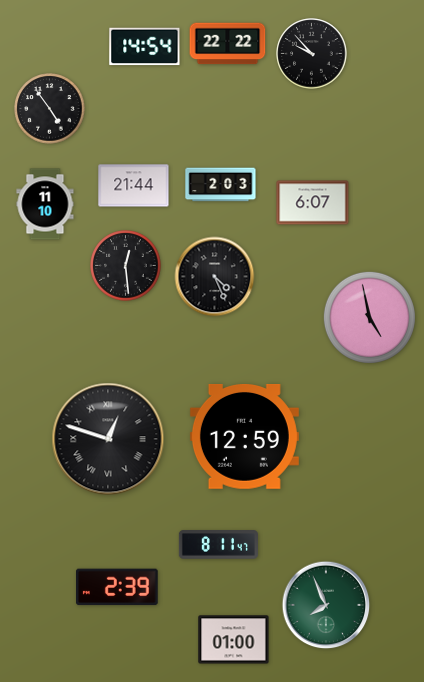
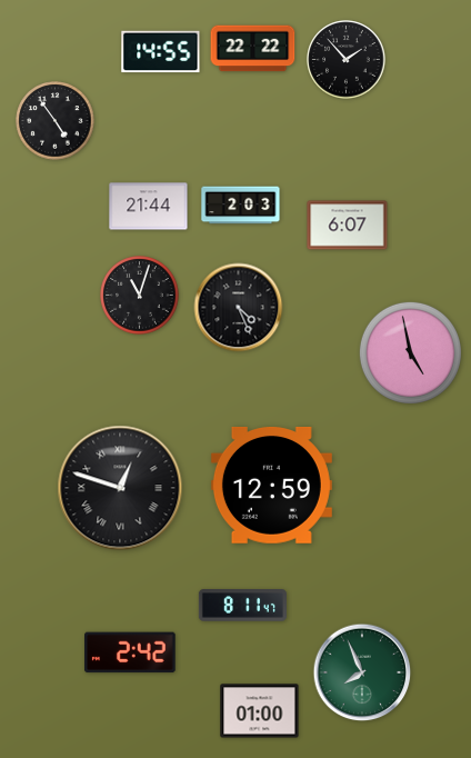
clock at (145, 47): 14:54 -> 14:55
clock at (312, 54): 9:53 -> 1:53
clock at (221, 185) position: (221, 185) -> (241, 206)
clock at (45, 204): 11:10 -> none
clock at (126, 266): 12:29 -> 11:03
clock at (118, 587): 2:39 -> 2:42
